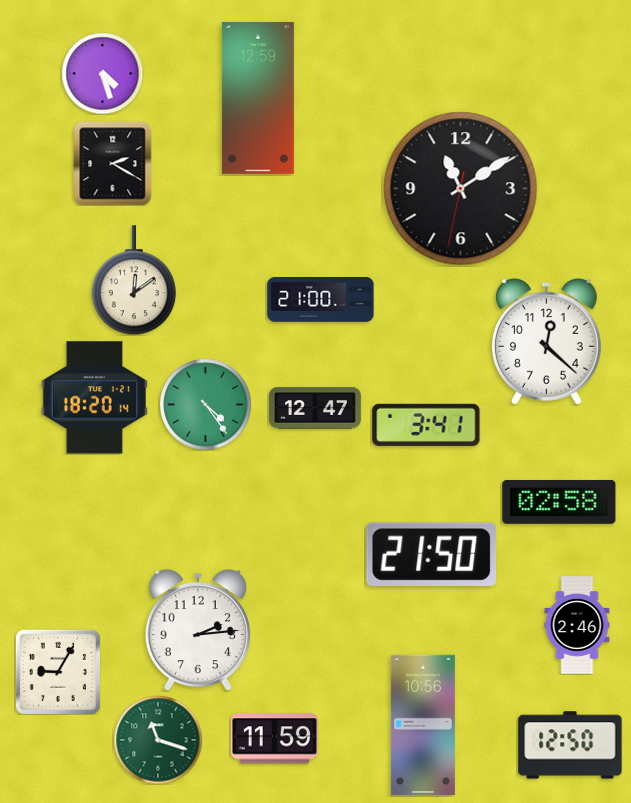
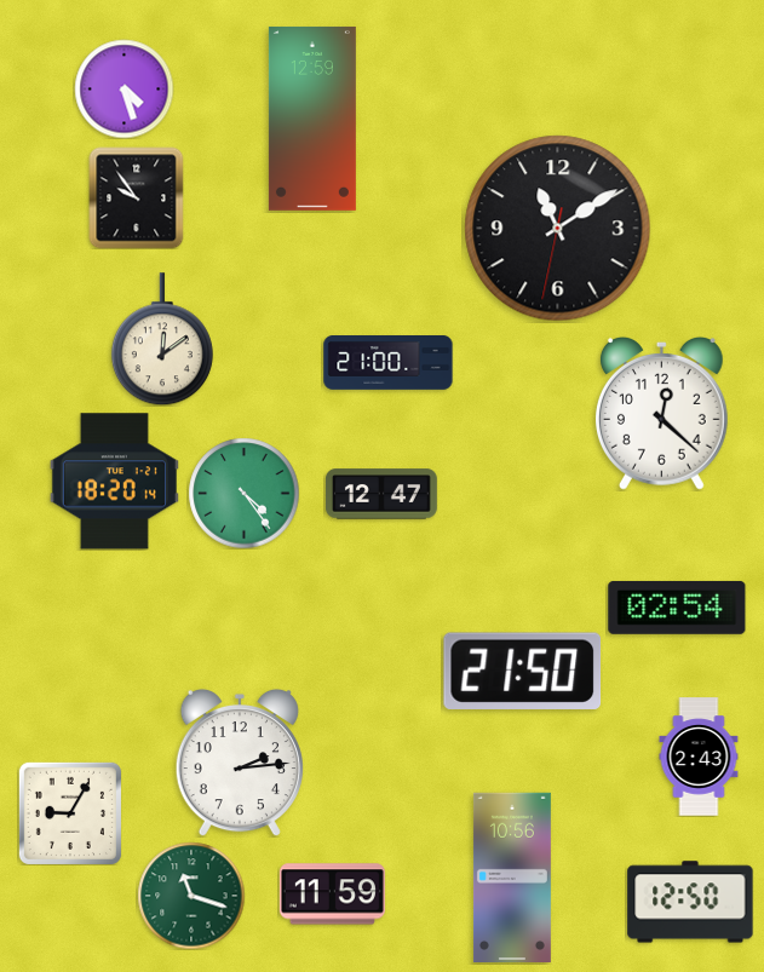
clock at (113, 163): 2:20 -> 9:54
clock at (205, 404) position: (205, 404) -> (243, 493)
clock at (426, 425): 3:41 -> none
clock at (559, 502): 02:58 -> 02:54
clock at (577, 625): 2:46 -> 2:43
